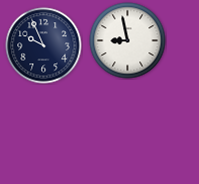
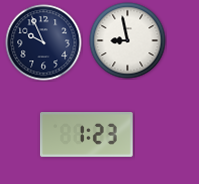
clock at (44, 46) position: (44, 46) -> (44, 43)
clock at (87, 135): none -> 1:23
